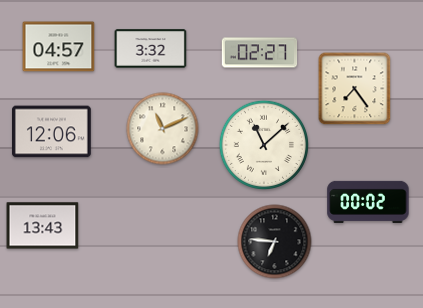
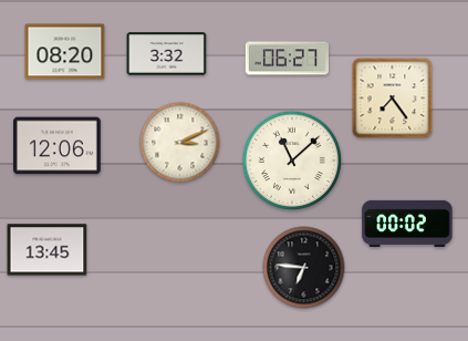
clock at (59, 47): 04:57 -> 08:20
clock at (260, 53): 02:27 -> 06:27
clock at (163, 129): 11:11 -> 3:11
clock at (43, 226): 13:43 -> 13:45
